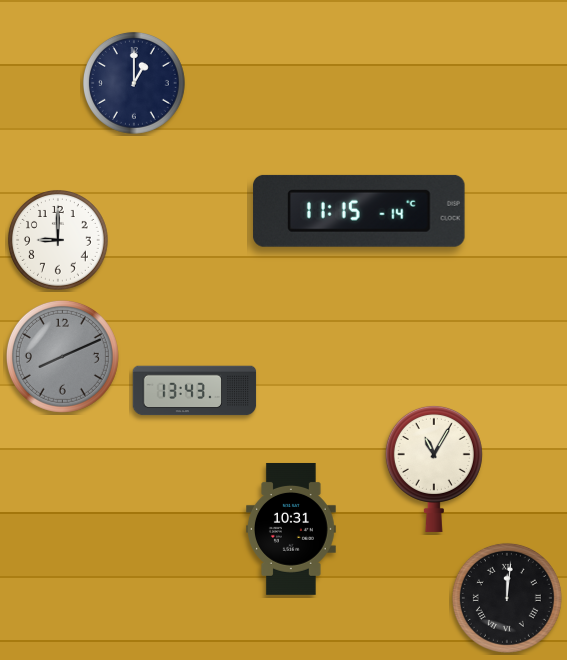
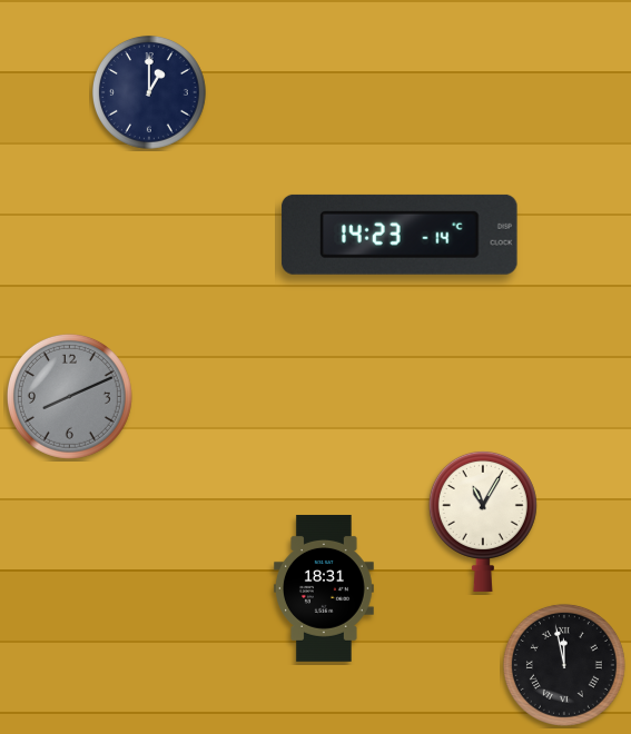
clock at (359, 211): 11:15 -> 14:23
clock at (59, 241): 9:00 -> none
clock at (195, 391): 13:43 -> none
clock at (292, 529): 10:31 -> 18:31
clock at (507, 598): 12:01 -> 11:58
